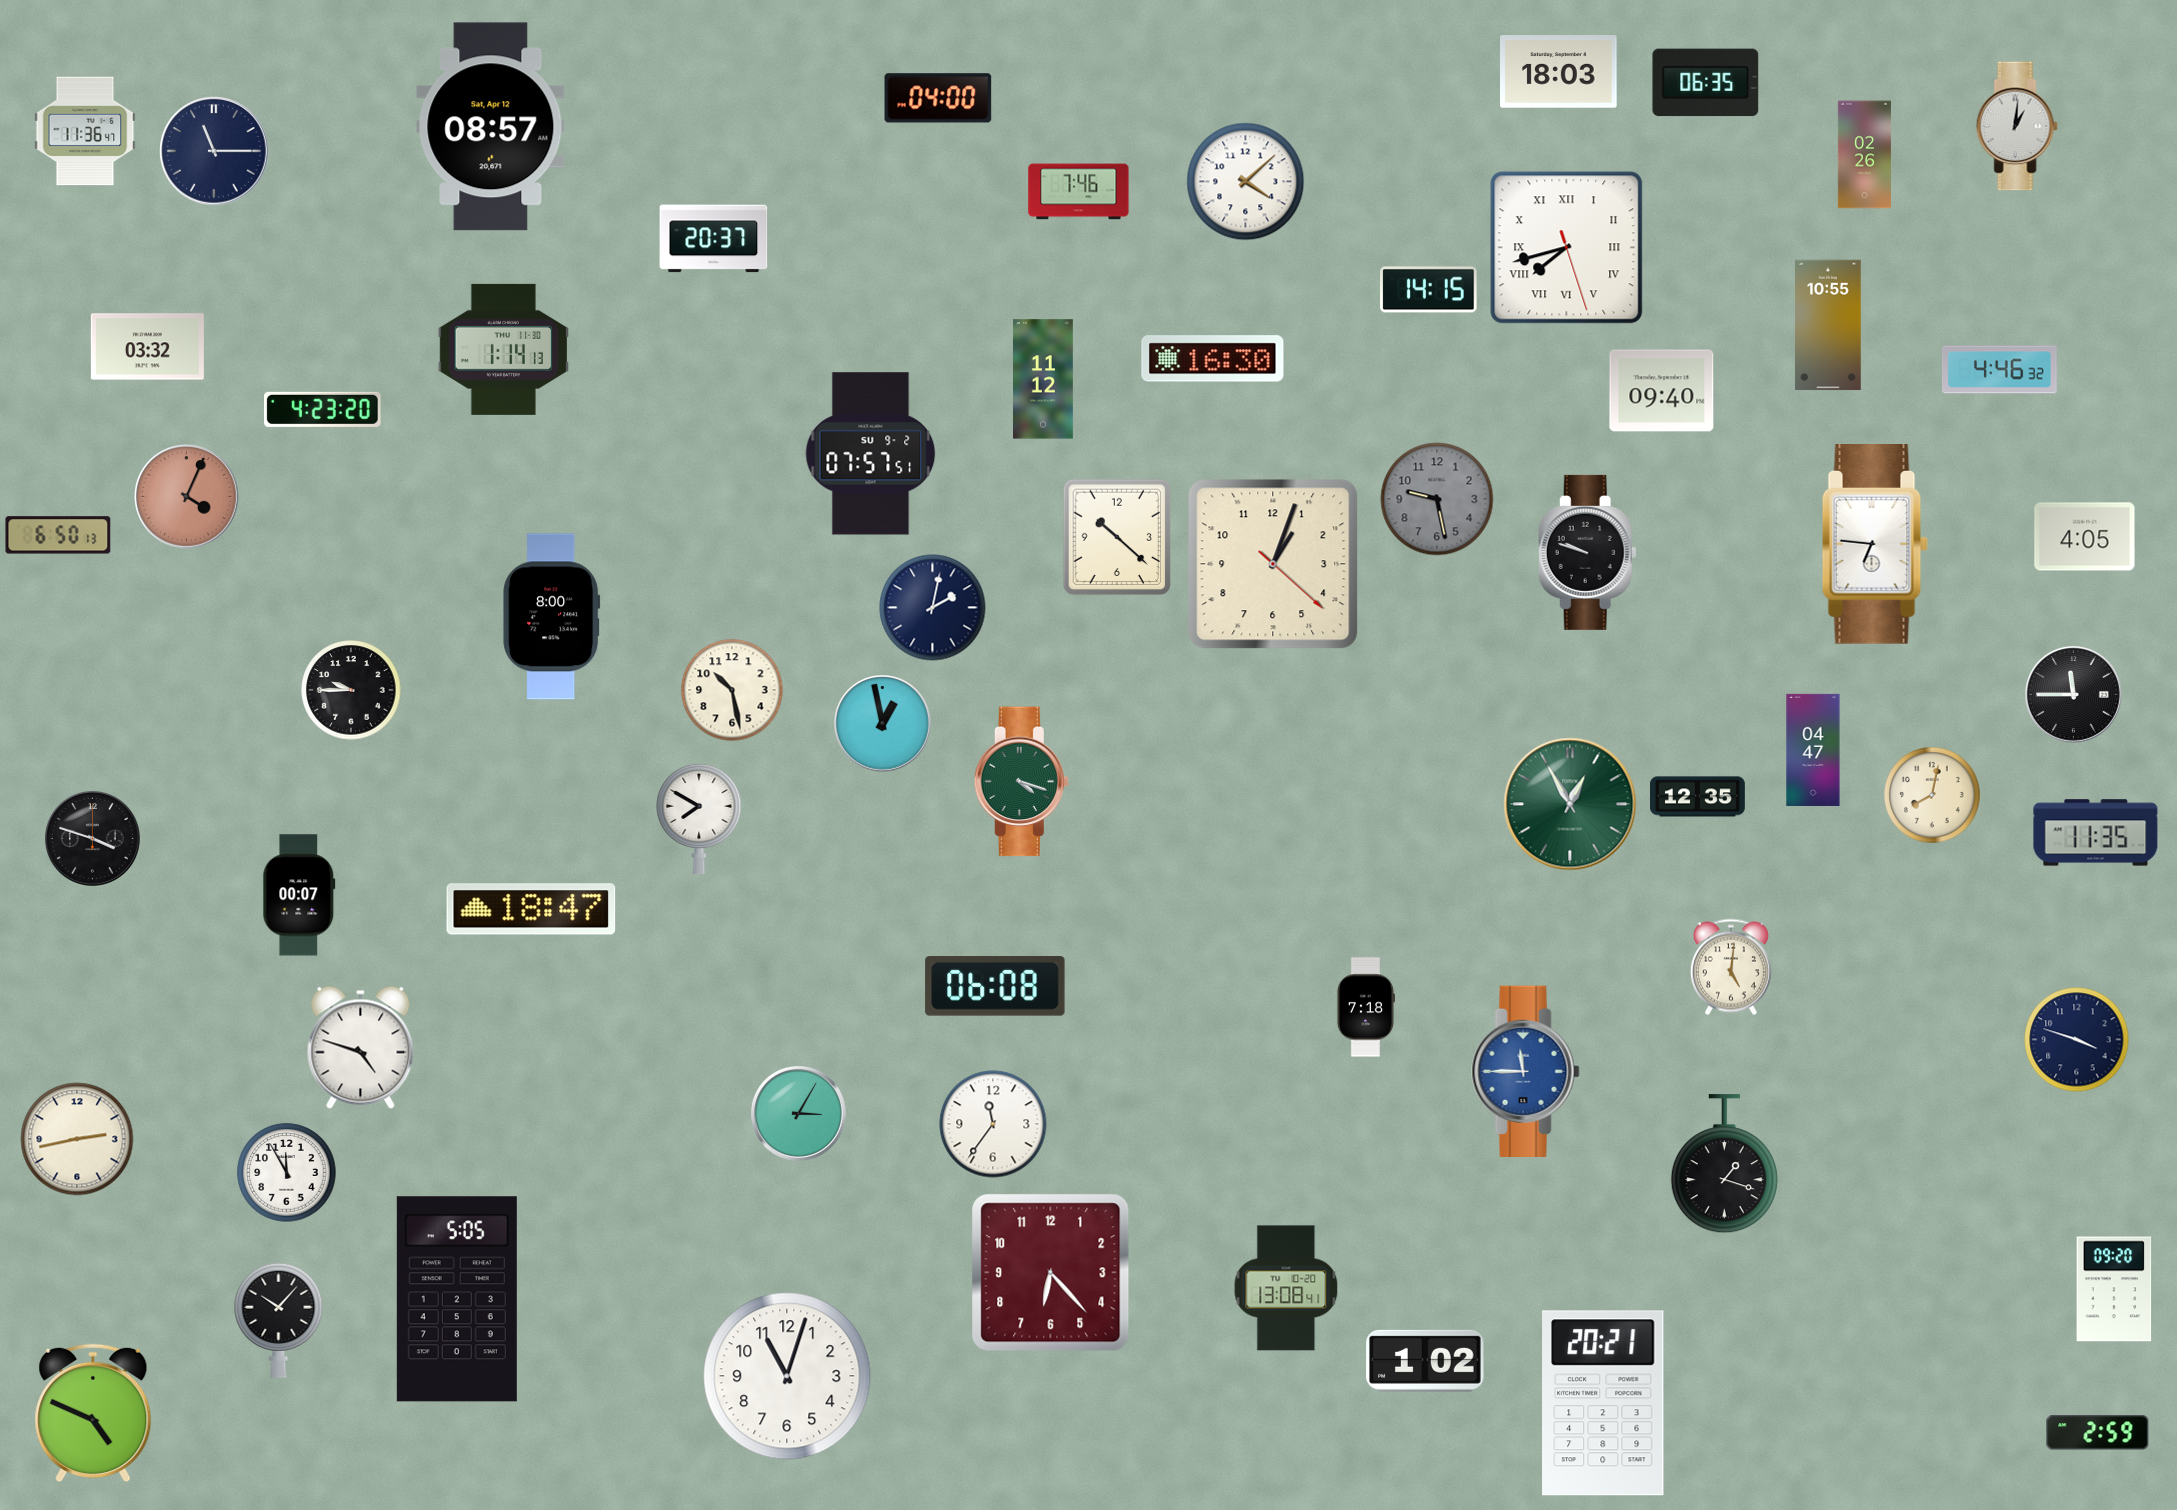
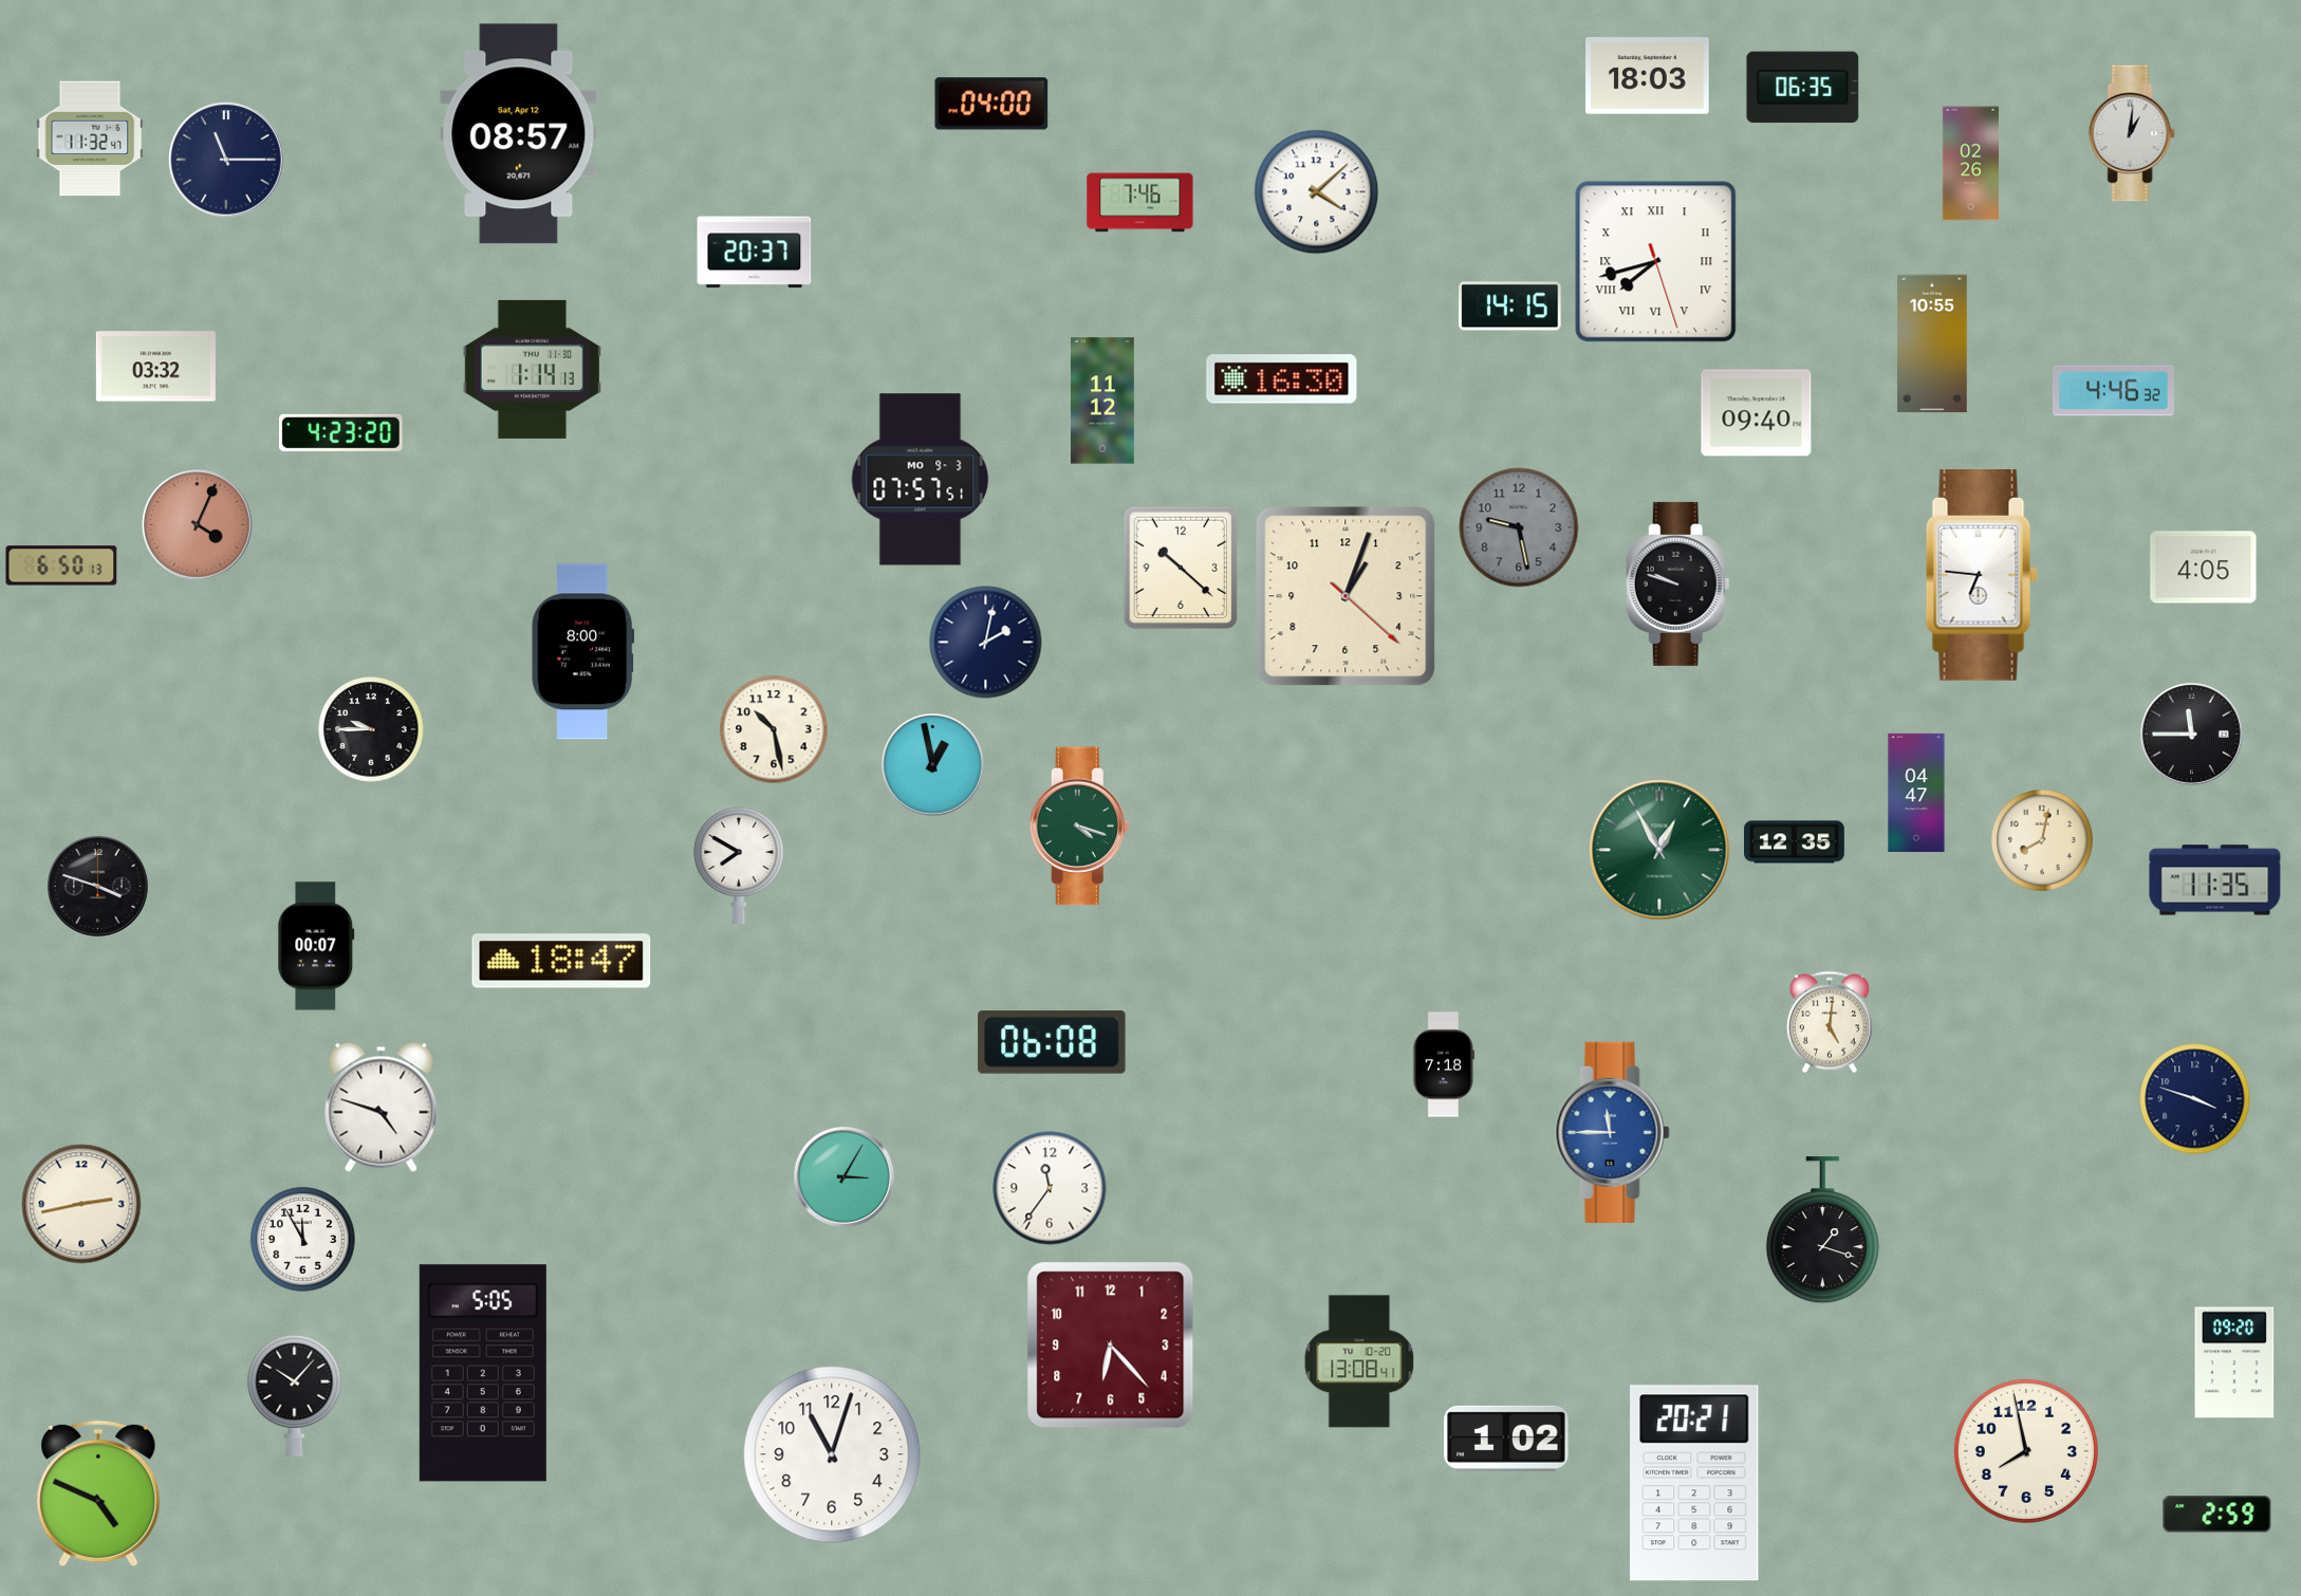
clock at (85, 131): 11:36 -> 11:32
clock at (871, 454) date: SU 9-2 -> MO 9-3
clock at (2025, 1450): none -> 7:58
